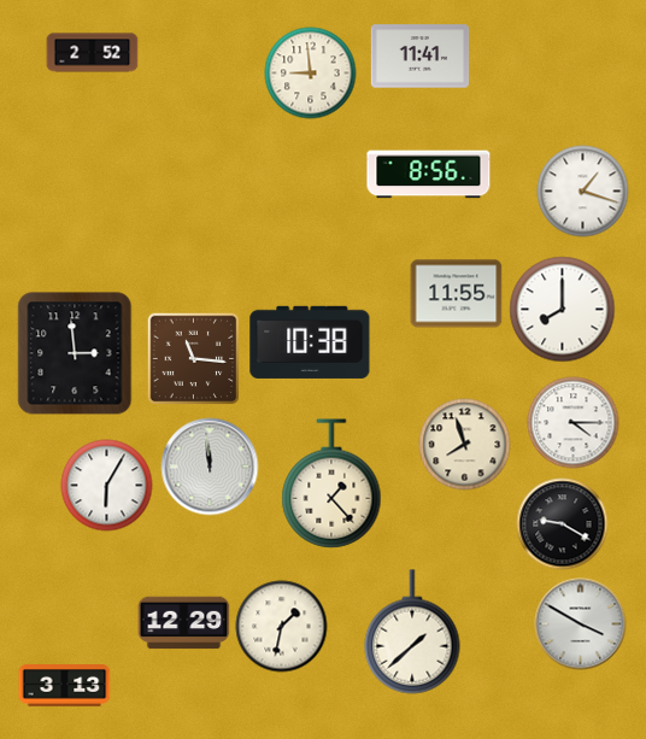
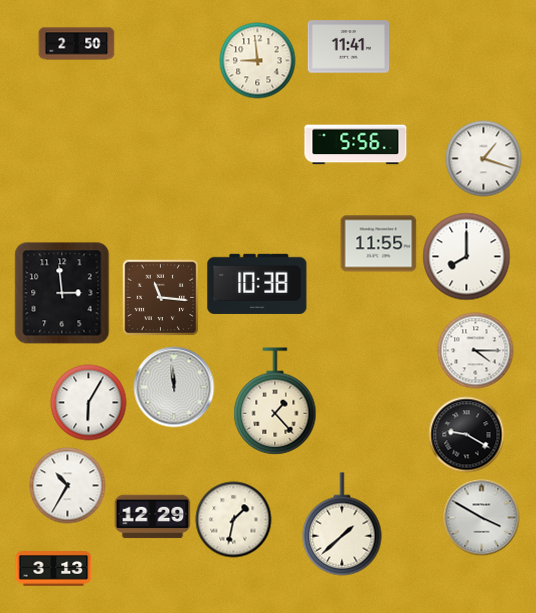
clock at (93, 53): 2:52 -> 2:50
clock at (429, 175): 8:56 -> 5:56
clock at (465, 445): 7:57 -> none
clock at (68, 486): none -> 10:35
